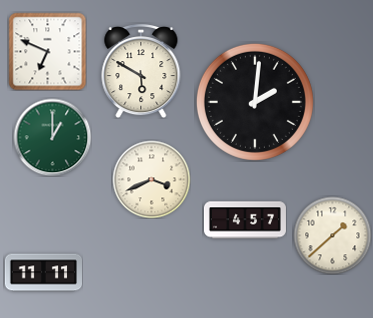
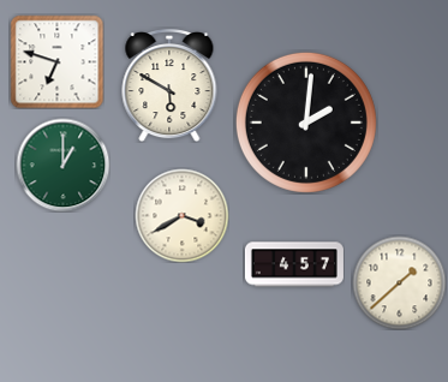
clock at (47, 51): 6:49 -> 6:48
clock at (151, 179): 3:41 -> 3:40
clock at (43, 273): 11:11 -> none
